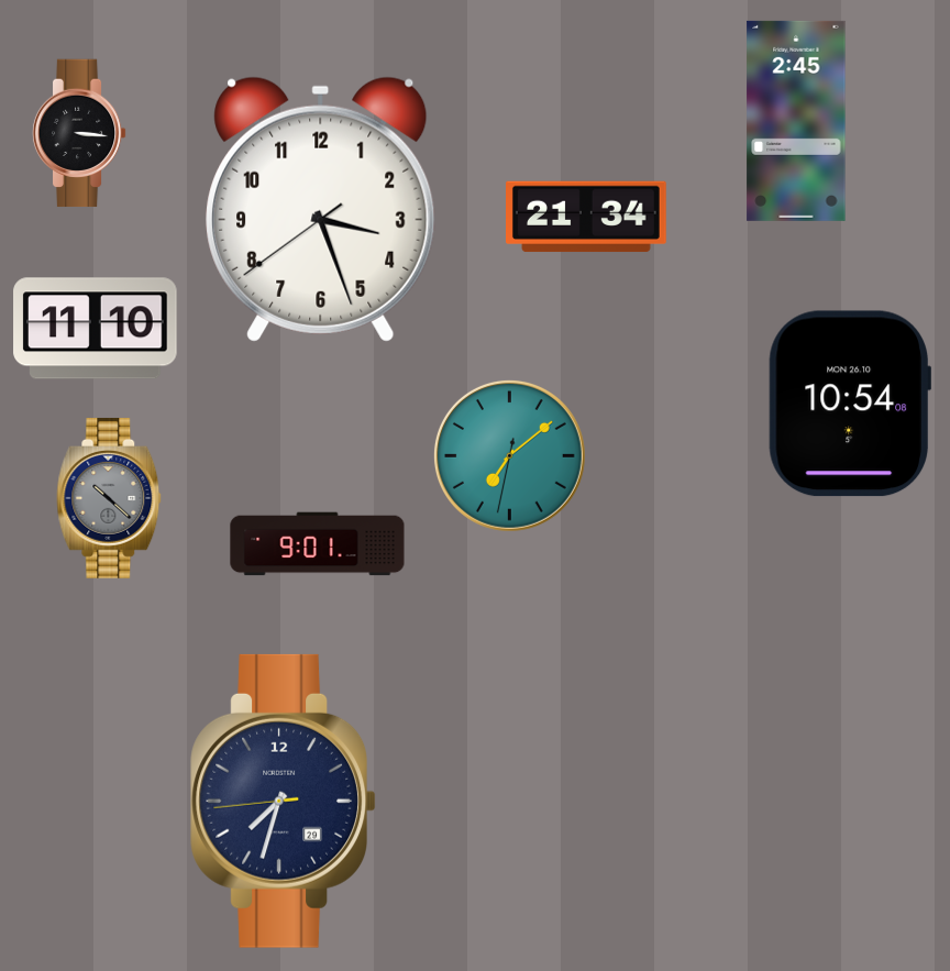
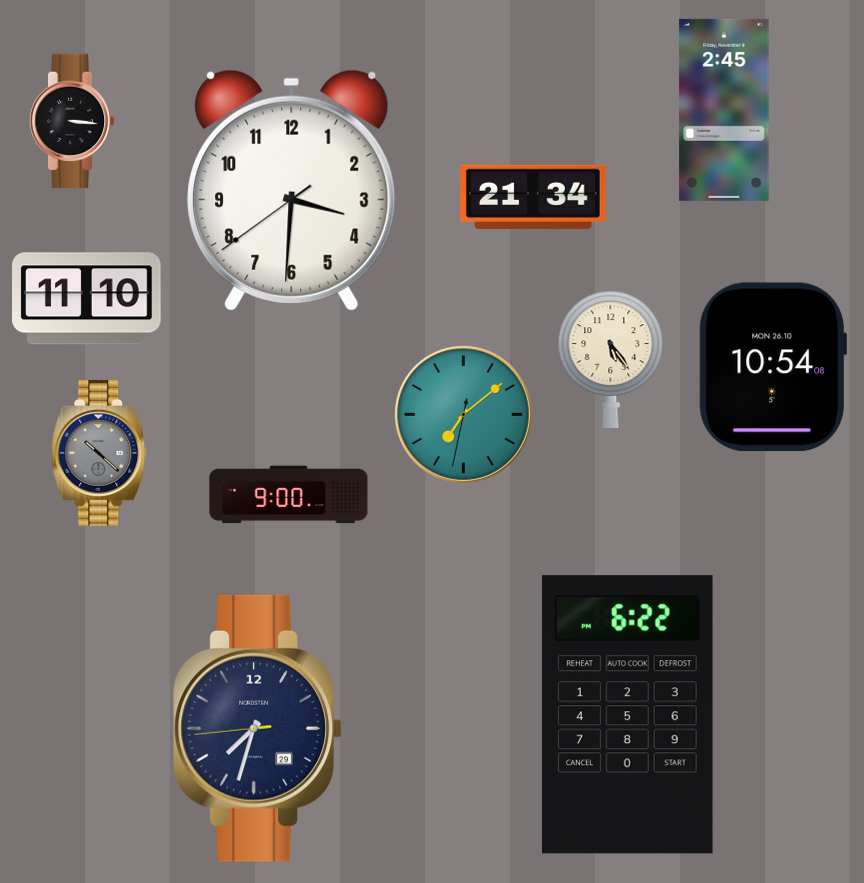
clock at (321, 209): 3:26 -> 3:30
clock at (611, 359): none -> 5:24
clock at (318, 544): 9:01 -> 9:00
clock at (627, 715): none -> 6:22
